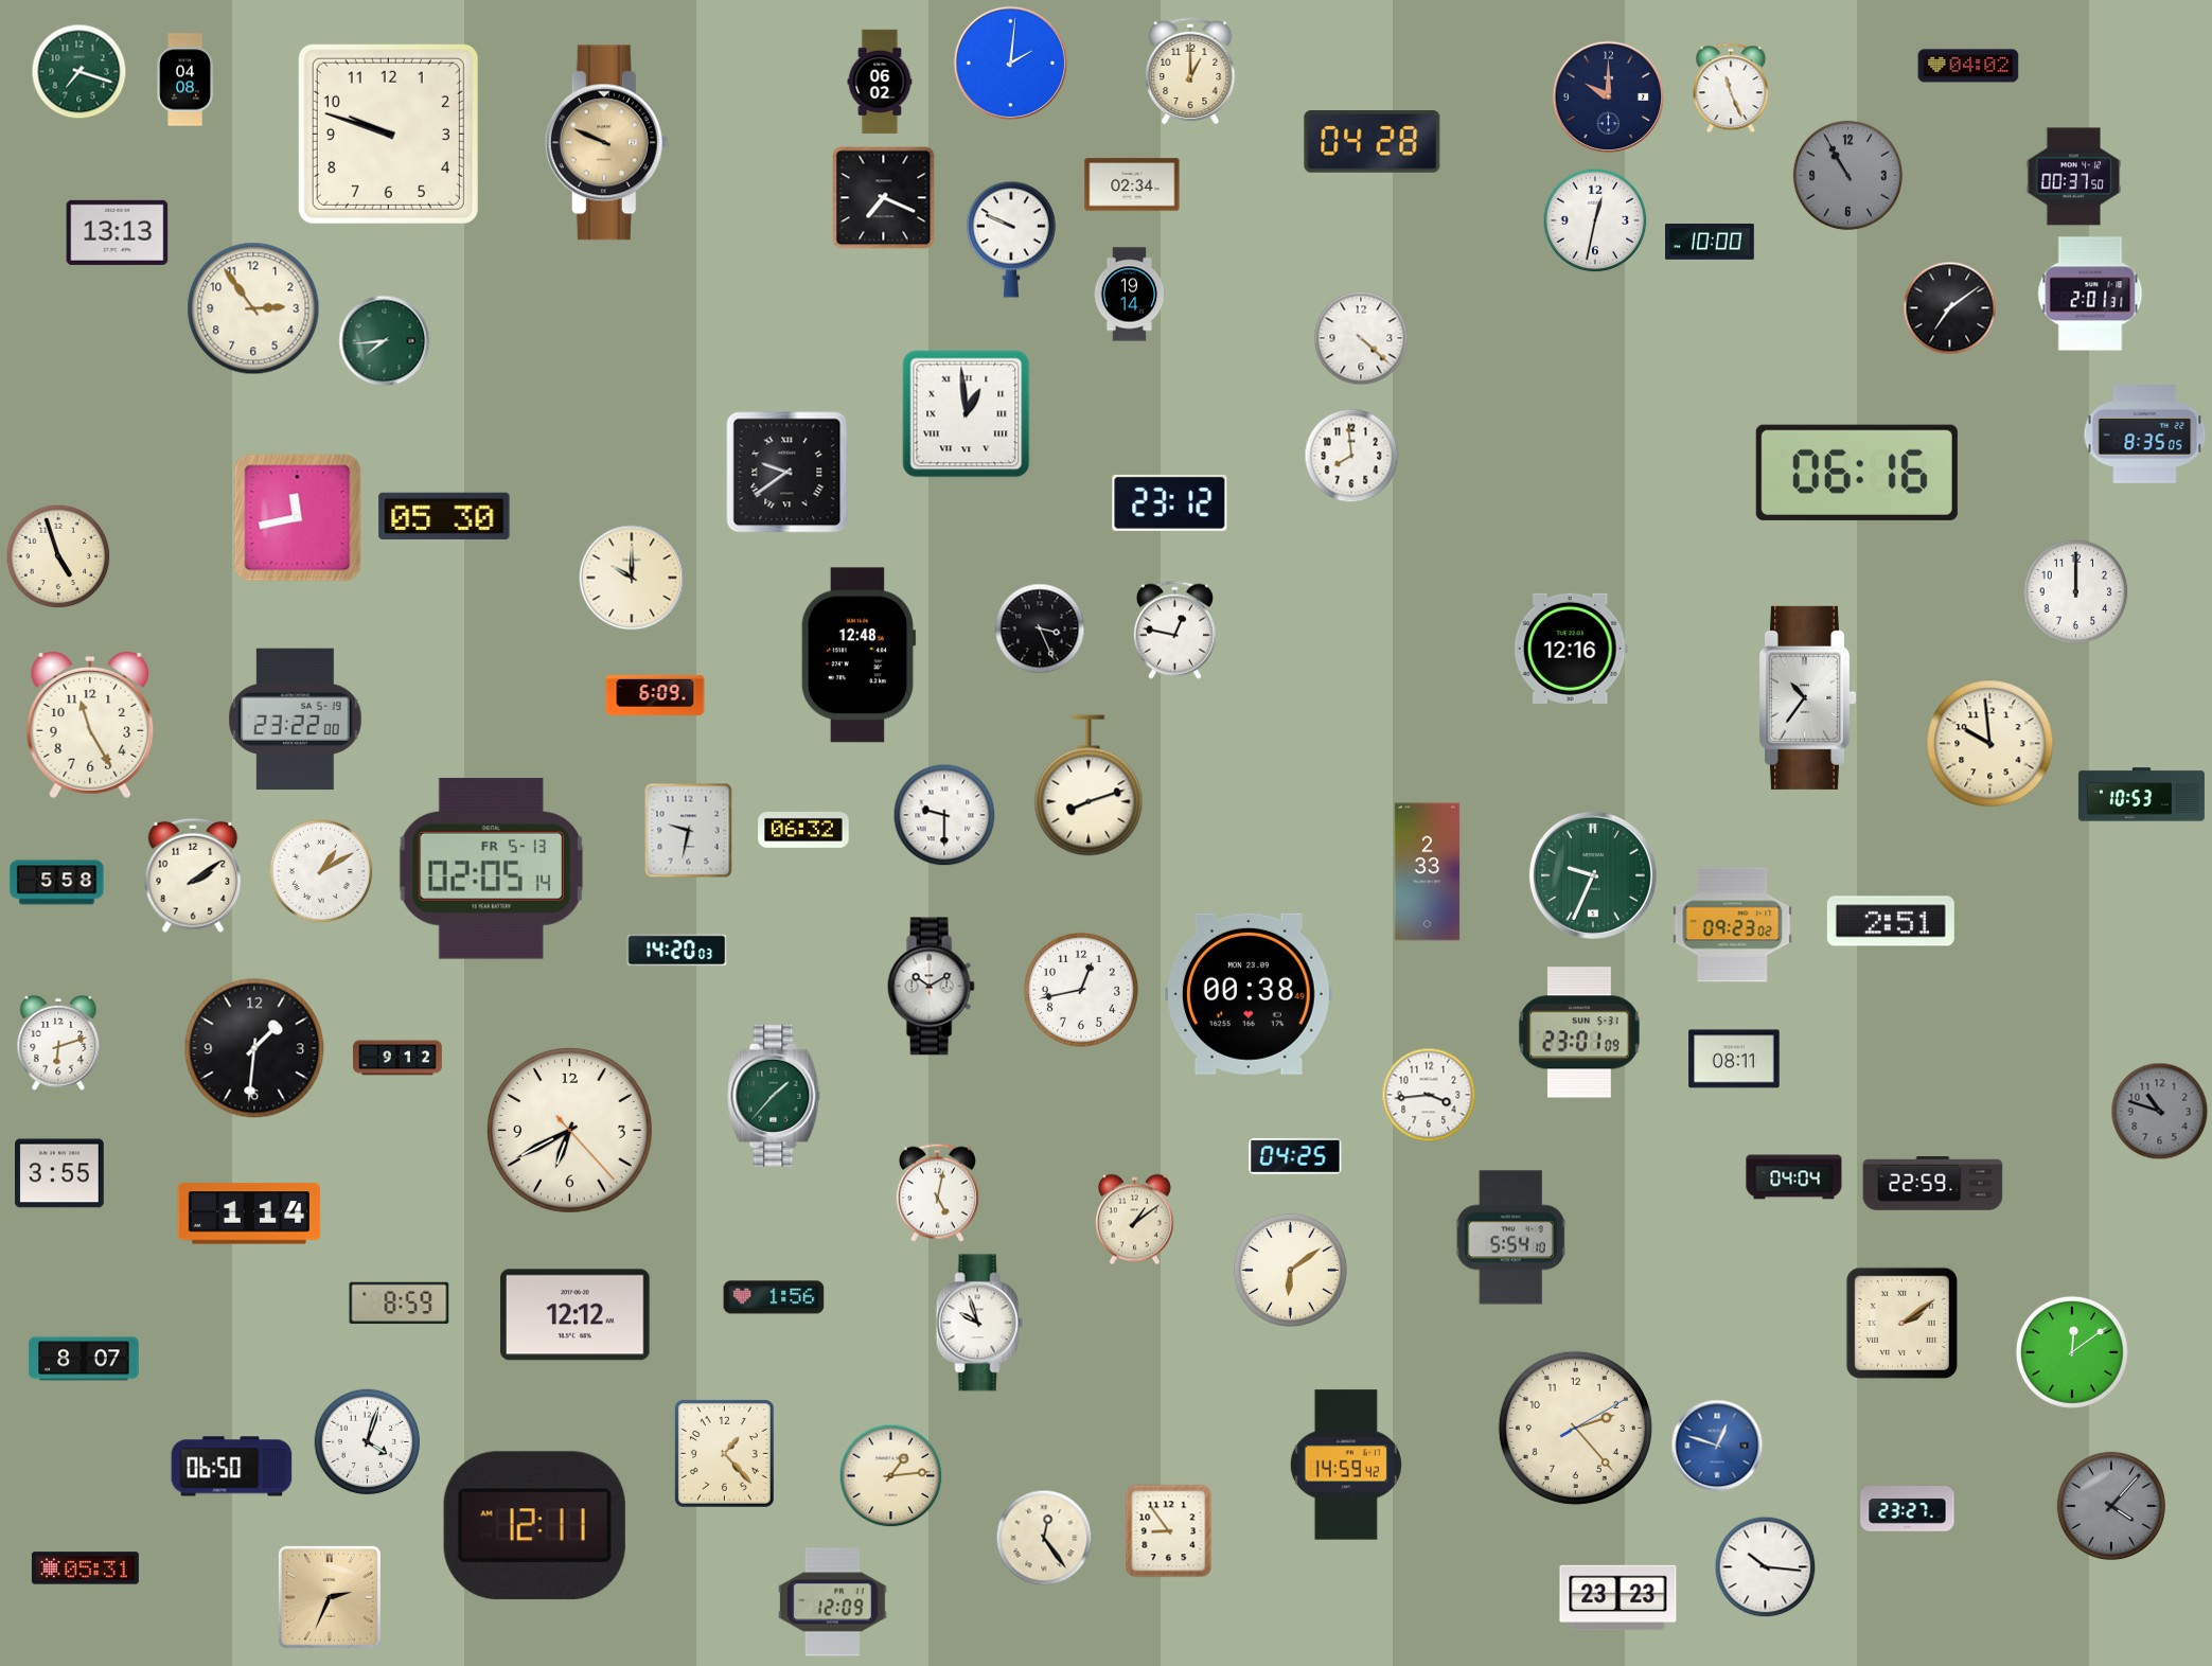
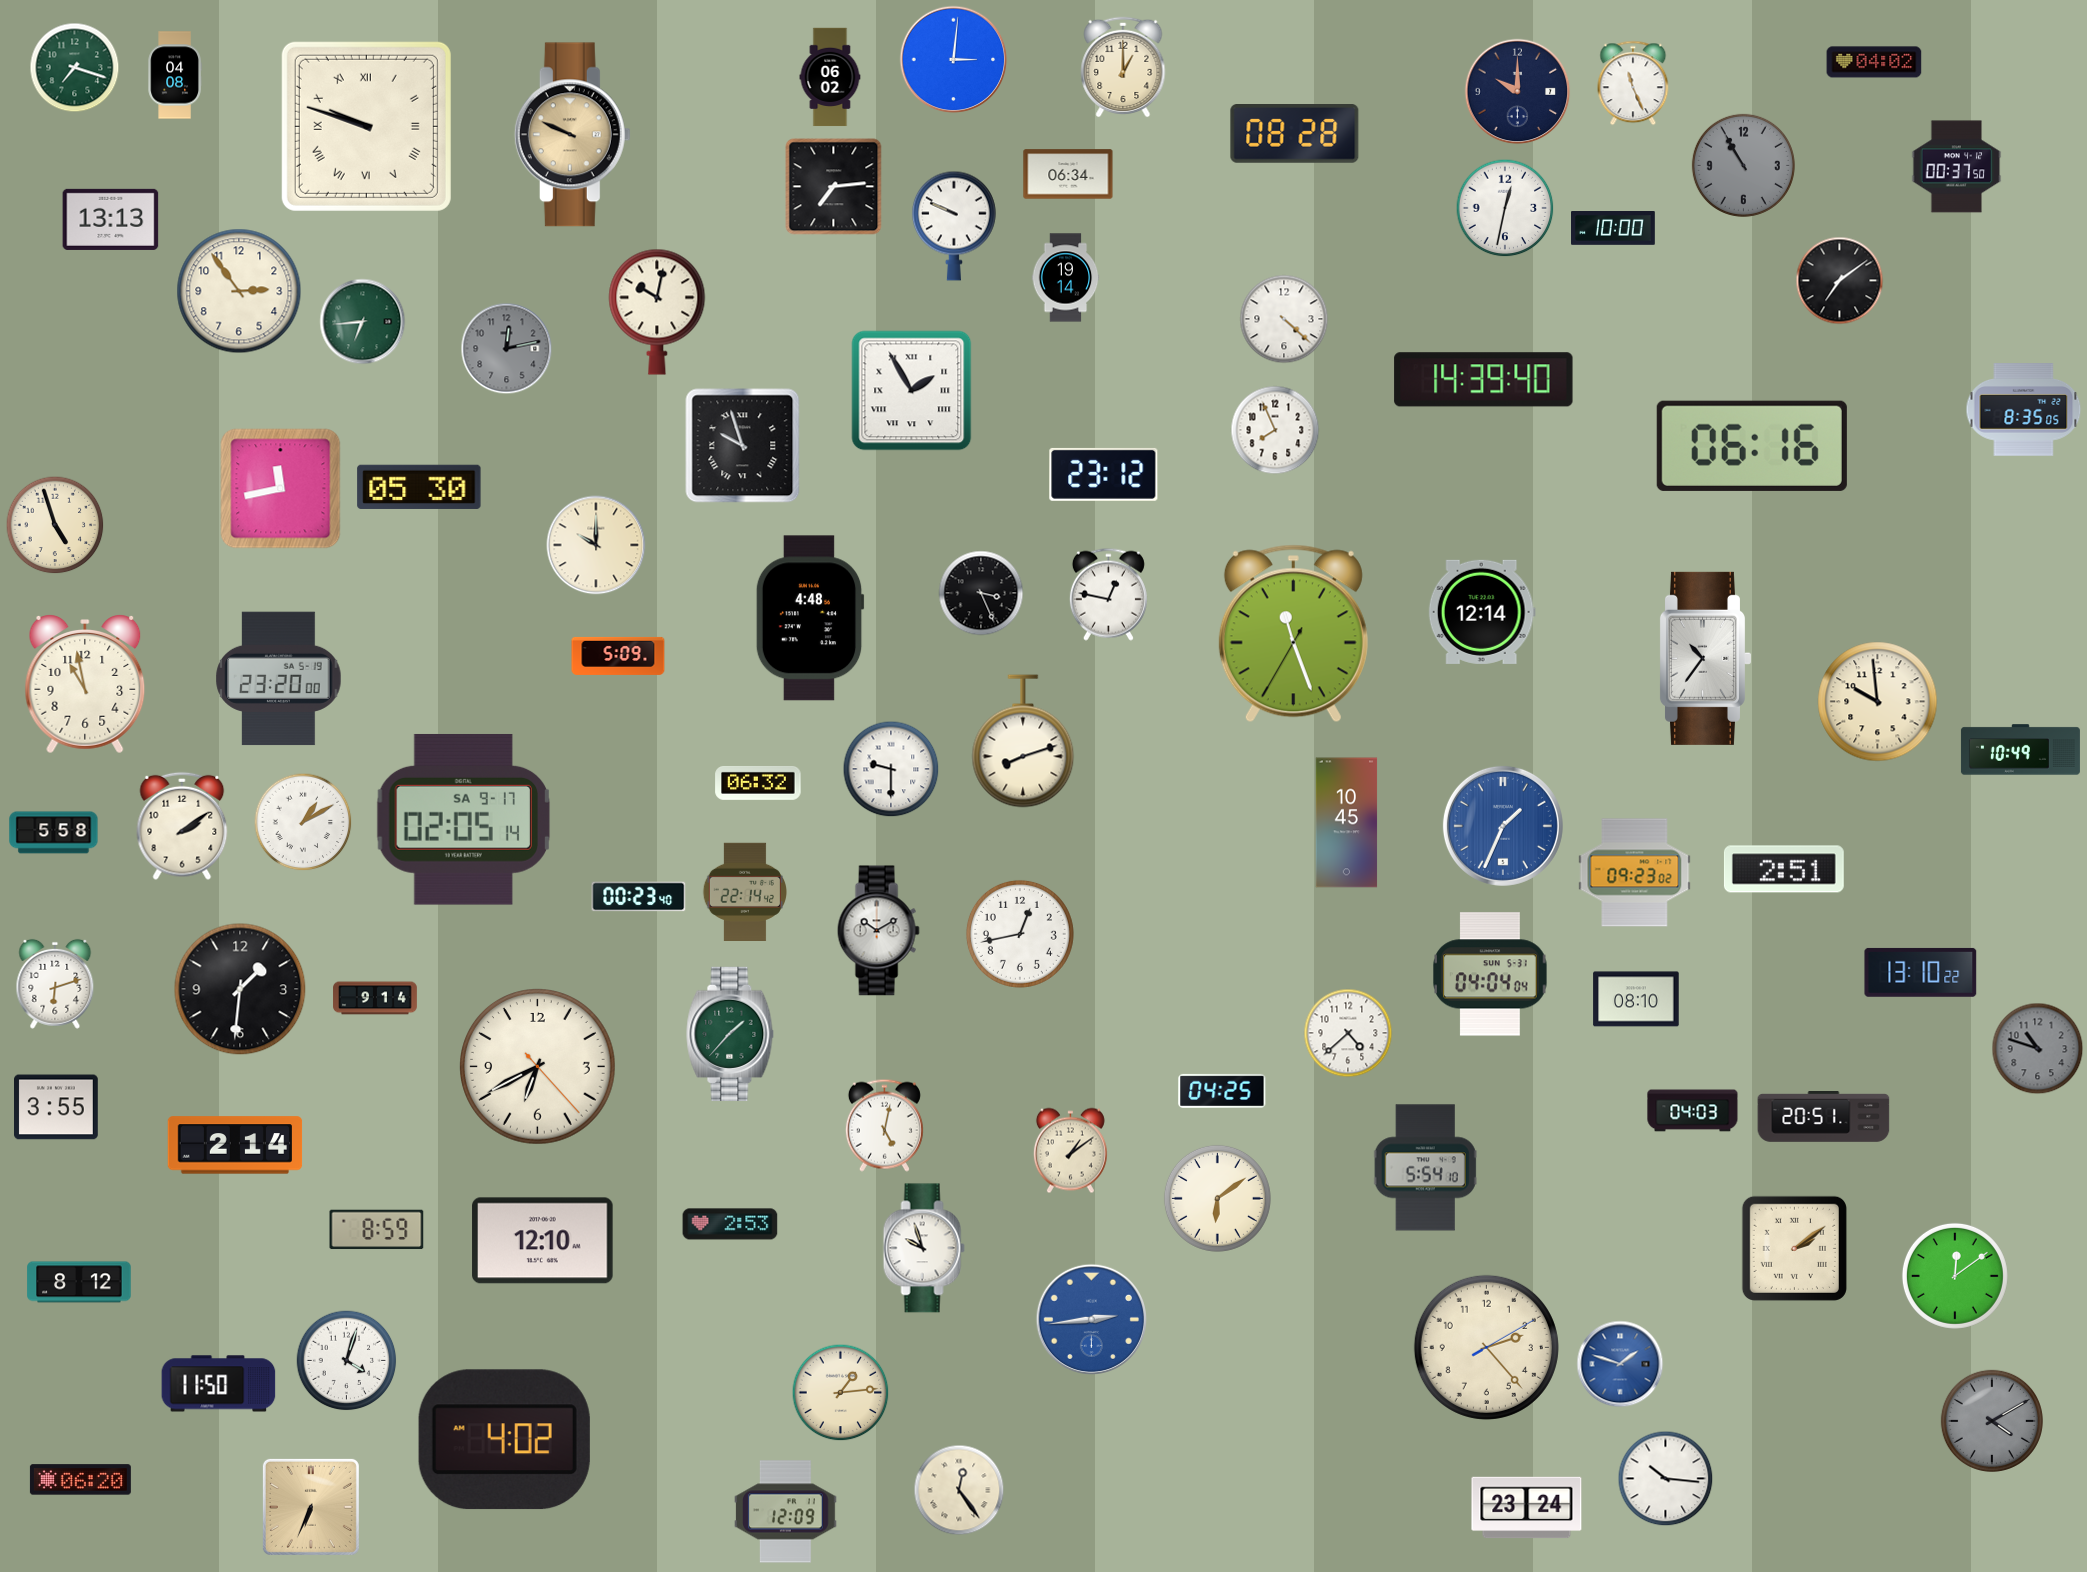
clock at (1011, 64): 2:01 -> 3:01
clock at (1968, 66) position: (1968, 66) -> (1874, 62)
clock at (388, 134) numerals: Arabic -> Roman
clock at (1373, 142): 04:28 -> 08:28
clock at (1132, 184): 02:34 -> 06:34
clock at (884, 198): 7:19 -> 7:14
clock at (2090, 294): 2:01 -> none
clock at (1950, 308) position: (1950, 308) -> (1840, 281)
clock at (657, 312): none -> 10:02
clock at (385, 341): 7:44 -> 6:44
clock at (507, 349): none -> 12:13
clock at (1484, 380): none -> 14:39
clock at (967, 414): 12:59 -> 1:55
clock at (1351, 456): 7:59 -> 7:56
clock at (788, 473): 9:39 -> 9:57
clock at (2076, 592): 12:00 -> none
clock at (1571, 649): 12:16 -> 12:14
clock at (859, 655): 12:48 -> 4:48
clock at (1293, 634): none -> 11:26
clock at (655, 695): 6:09 -> 5:09
clock at (296, 720): 23:22 -> 23:20
clock at (90, 725): 11:25 -> 10:58
clock at (1089, 785) position: (1089, 785) -> (1023, 741)
clock at (2141, 795): 10:53 -> 10:49
clock at (689, 831): 9:32 -> none
clock at (491, 868) date: FR 5-13 -> SA 9-17
clock at (1428, 872): 2:33 -> 10:45
clock at (1593, 875): 9:34 -> 1:34
clock at (1593, 875) dial: green -> blue
clock at (744, 891): none -> 22:14
clock at (677, 951): 14:20 -> 00:23
clock at (1249, 994): 00:38 -> none
clock at (1921, 972): none -> 13:10
clock at (1580, 1032): 23:01 -> 04:04
clock at (397, 1058): 9:12 -> 9:14
clock at (1734, 1059): 08:11 -> 08:10
clock at (1429, 1095): 3:44 -> 4:38
clock at (1794, 1177): 04:04 -> 04:03
clock at (1933, 1184): 22:59 -> 20:51
clock at (249, 1213): 1:14 -> 2:14
clock at (774, 1297): 1:56 -> 2:53
clock at (576, 1315): 12:12 -> 12:10
clock at (84, 1359): 8:07 -> 8:12
clock at (1091, 1319): none -> 2:44
clock at (1717, 1446): 12:48 -> 1:48
clock at (724, 1453): 1:23 -> none
clock at (1346, 1465): 14:59 -> none
clock at (232, 1467): 06:50 -> 11:50
clock at (2111, 1506): 4:07 -> 4:10
clock at (1908, 1509): 23:27 -> none
clock at (534, 1526): 12:11 -> 4:02
clock at (1169, 1531): 8:54 -> none
clock at (1044, 1538) position: (1044, 1538) -> (959, 1490)
clock at (85, 1568): 05:31 -> 06:20
clock at (330, 1597): 2:34 -> 6:34
clock at (1618, 1598): 23:23 -> 23:24
